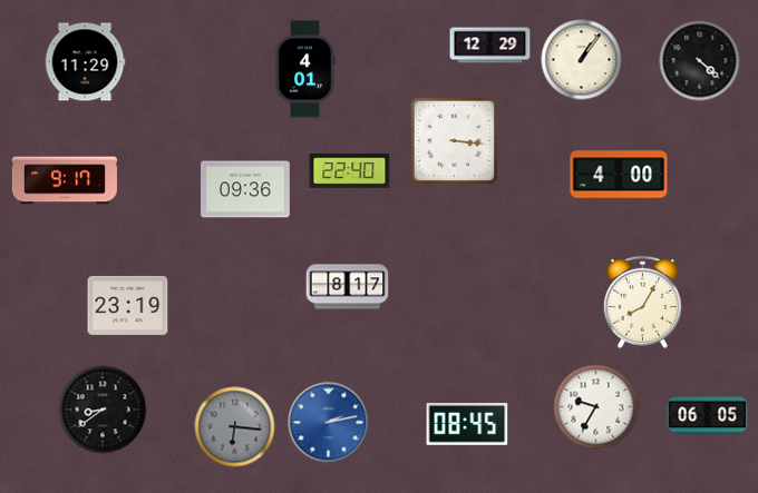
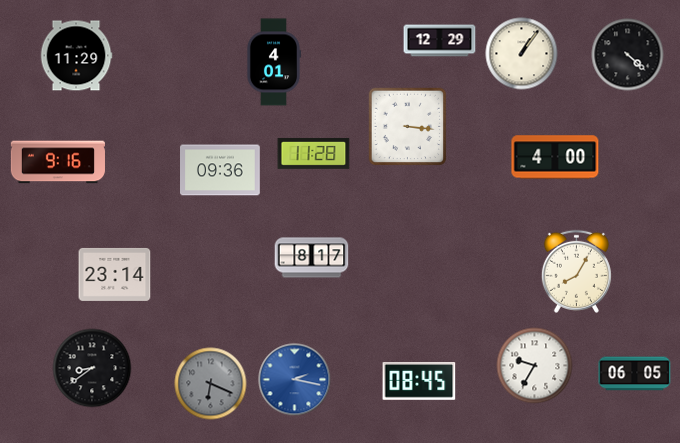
clock at (350, 171): 22:40 -> 11:28
clock at (65, 180): 9:17 -> 9:16
clock at (128, 305): 23:19 -> 23:14
clock at (329, 423): 2:13 -> 2:17
clock at (235, 427): 6:16 -> 6:19
